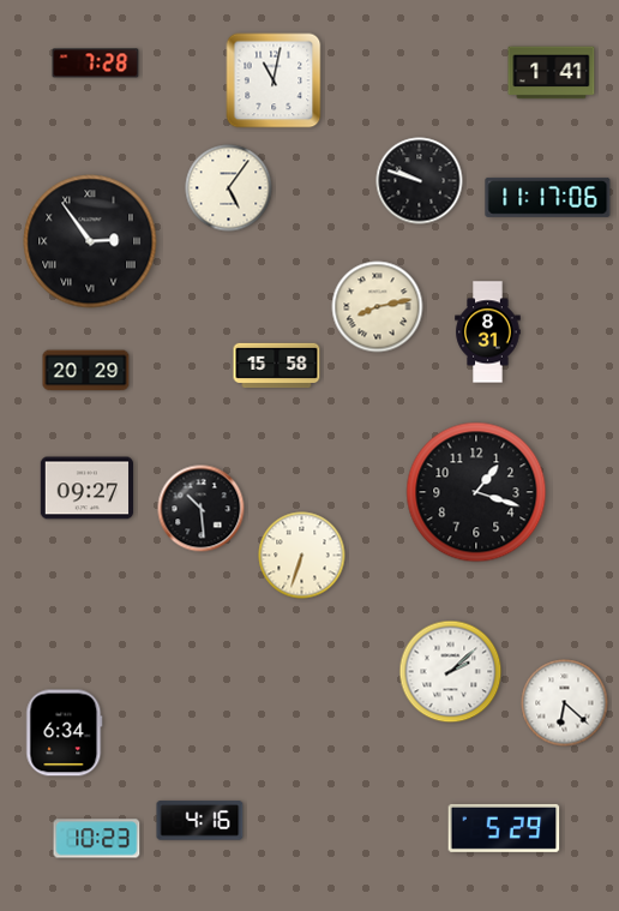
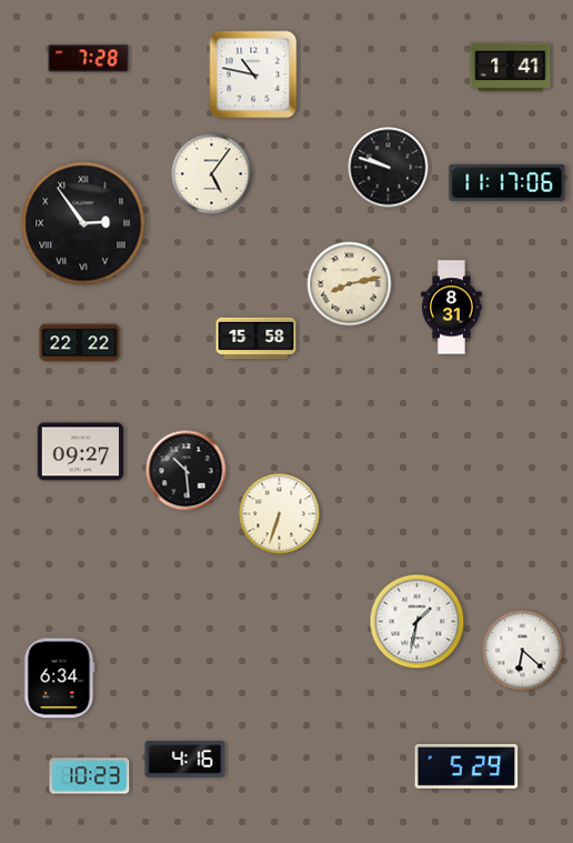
clock at (274, 80): 11:02 -> 10:47
clock at (86, 371): 20:29 -> 22:22
clock at (476, 492): 1:18 -> none
clock at (451, 672): 2:08 -> 1:32
